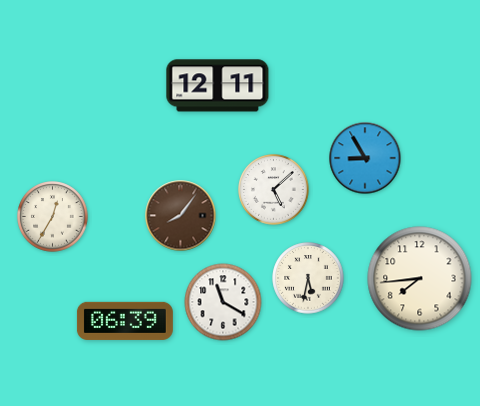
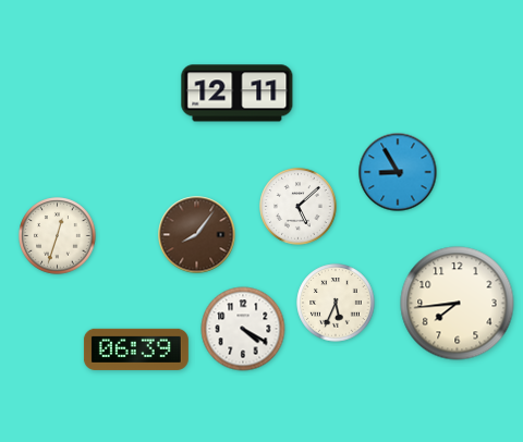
clock at (53, 217): 12:35 -> 12:33
clock at (308, 278): 5:32 -> 5:34
clock at (223, 302): 11:20 -> 4:20
